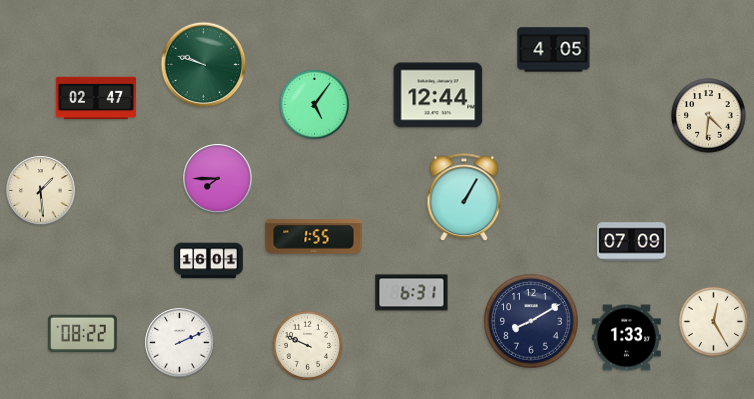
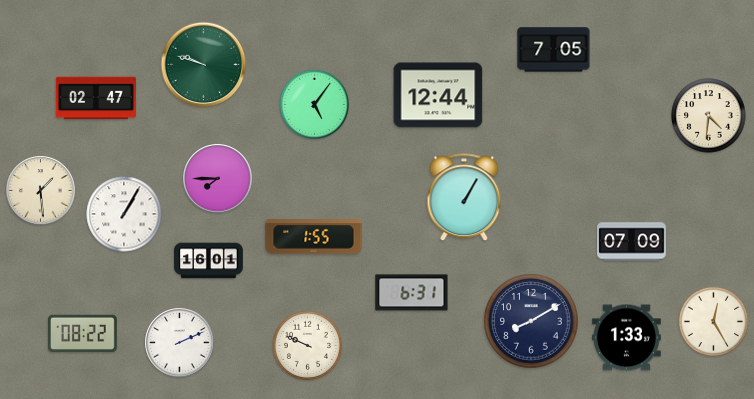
clock at (554, 50): 4:05 -> 7:05
clock at (124, 214): none -> 1:05
